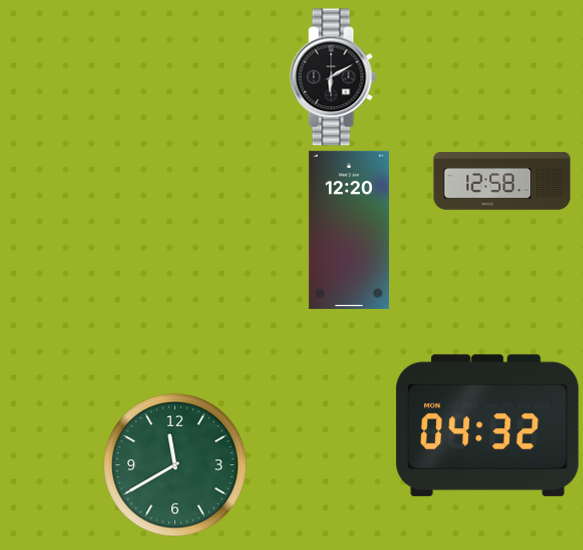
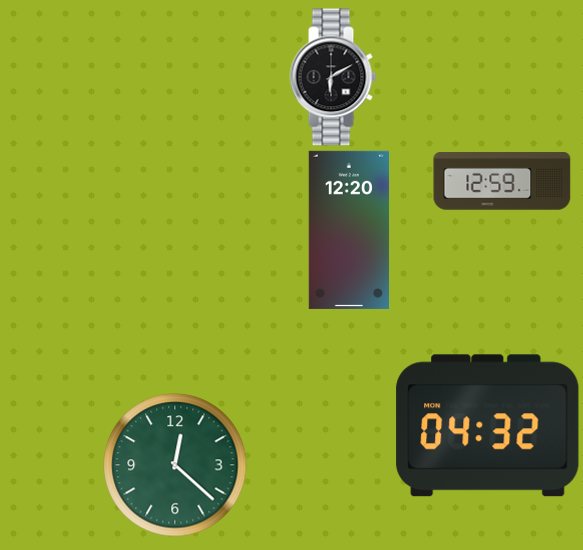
clock at (502, 181): 12:58 -> 12:59
clock at (175, 465): 11:40 -> 12:22
